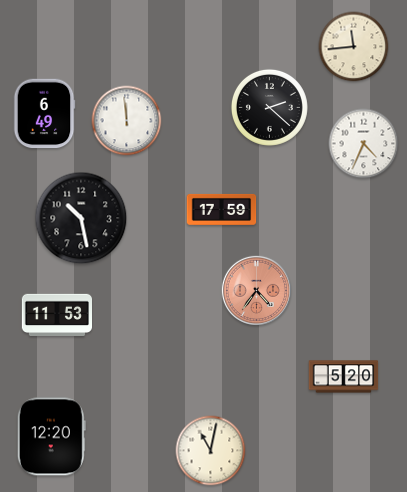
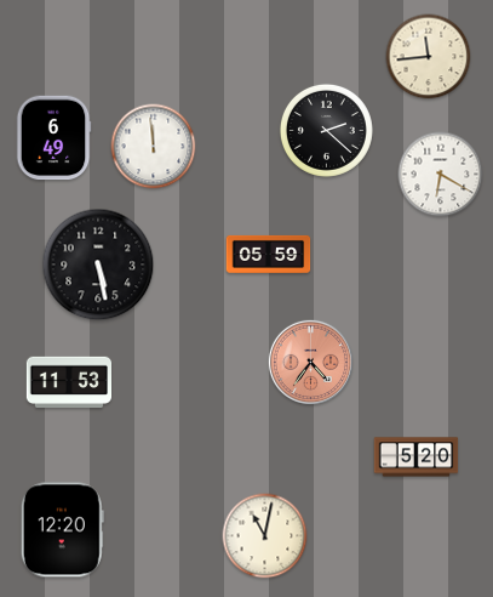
clock at (364, 144): 4:34 -> 6:20
clock at (222, 209): 17:59 -> 05:59
clock at (81, 218): 10:28 -> 5:28
clock at (256, 290) position: (256, 290) -> (310, 362)
clock at (211, 451) position: (211, 451) -> (265, 536)
